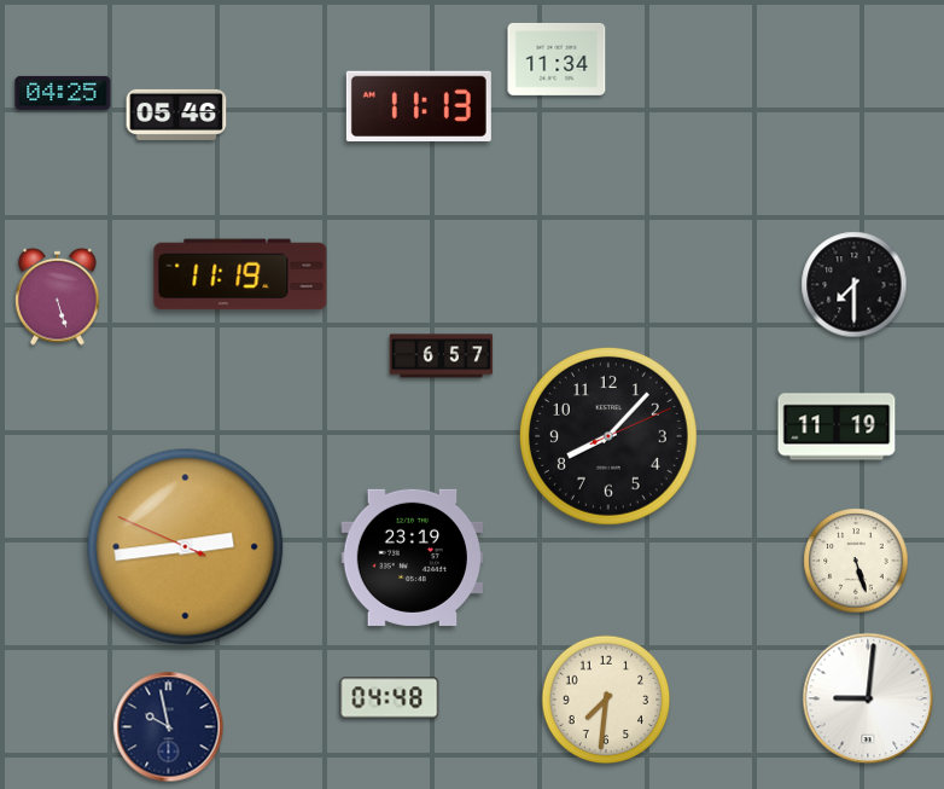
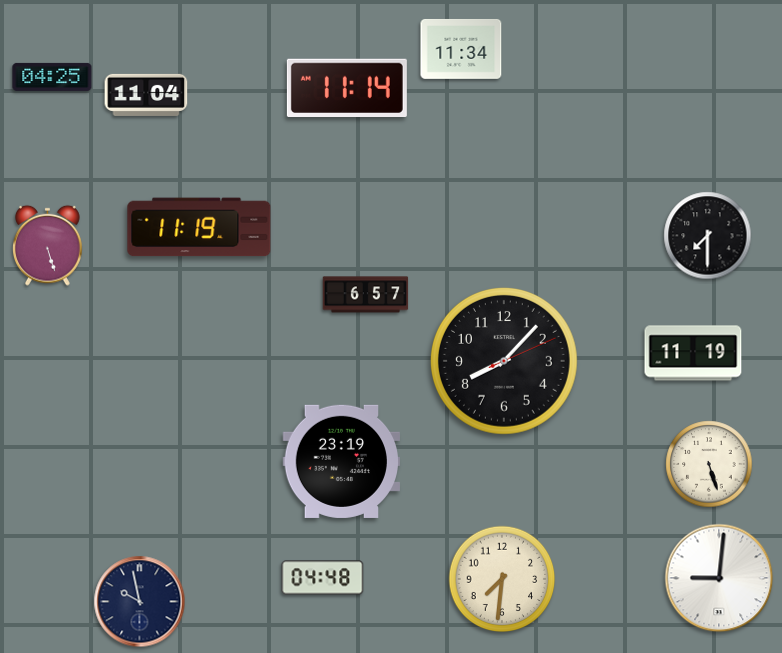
clock at (419, 105): 11:13 -> 11:14
clock at (176, 115): 05:46 -> 11:04
clock at (186, 547): 2:43 -> none
